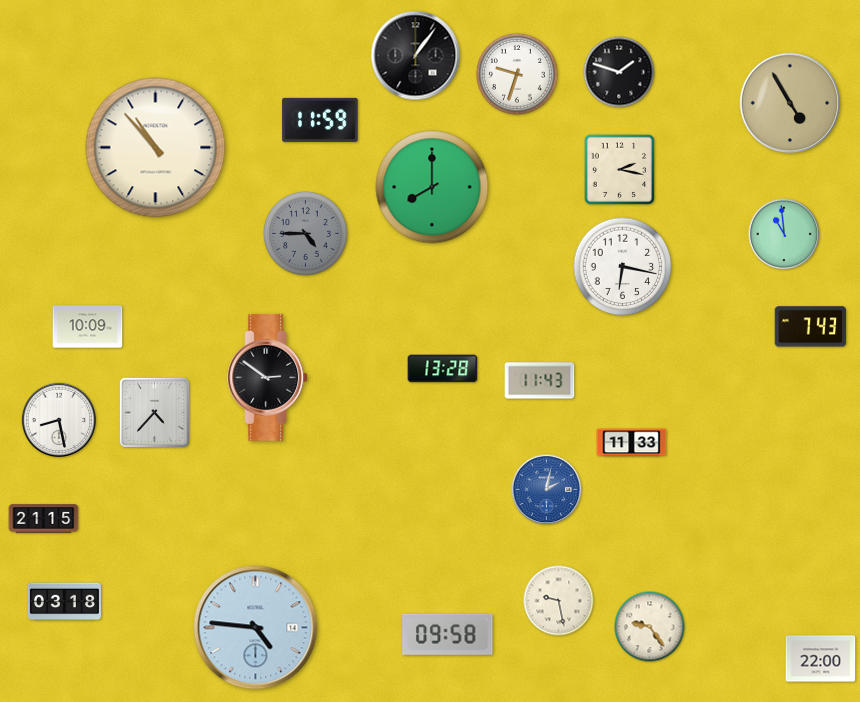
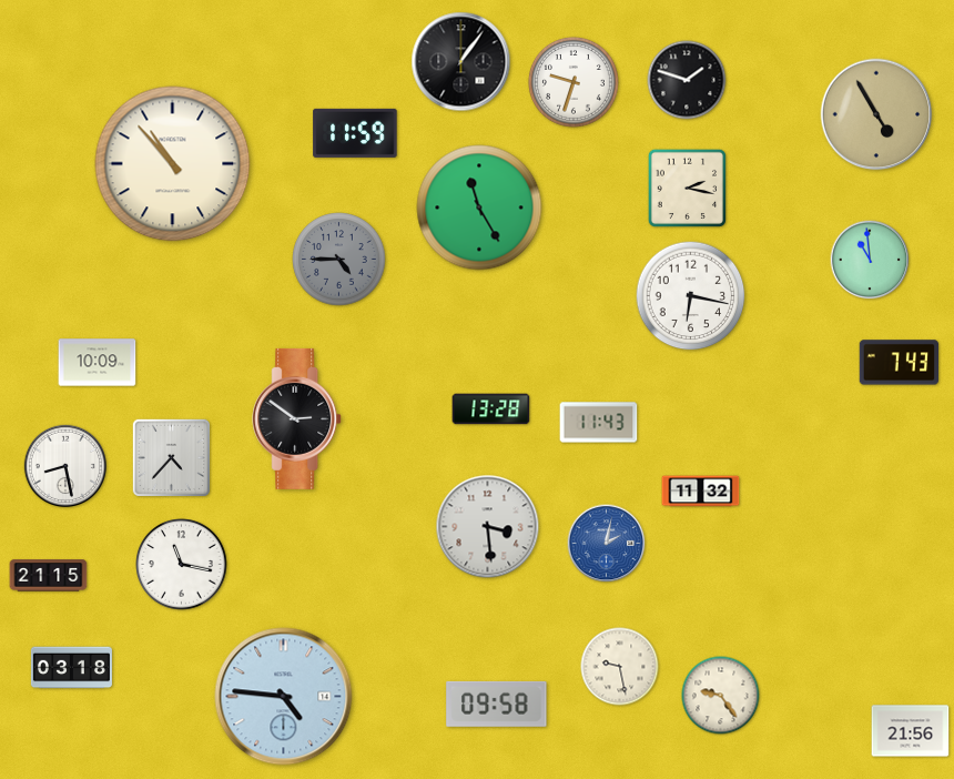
clock at (432, 187): 8:00 -> 11:25
clock at (632, 443): 11:33 -> 11:32
clock at (488, 527): none -> 3:29
clock at (182, 565): none -> 11:17
clock at (821, 659): 22:00 -> 21:56
